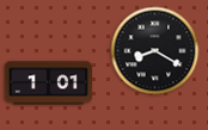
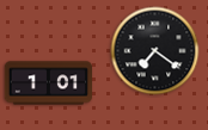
clock at (155, 51): 8:20 -> 7:21
